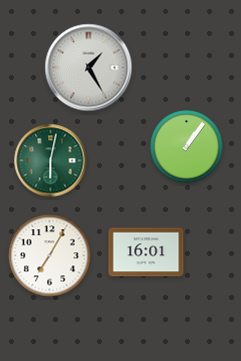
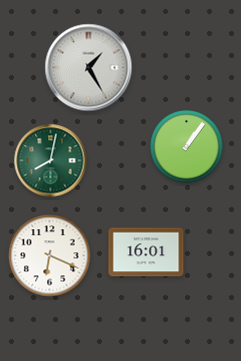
clock at (51, 161): 6:02 -> 8:02
clock at (50, 256): 7:05 -> 6:19
